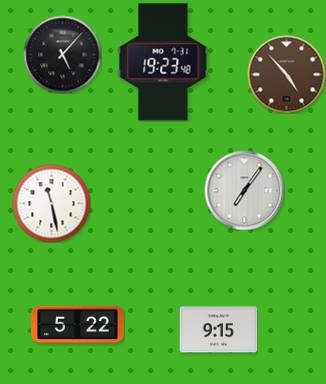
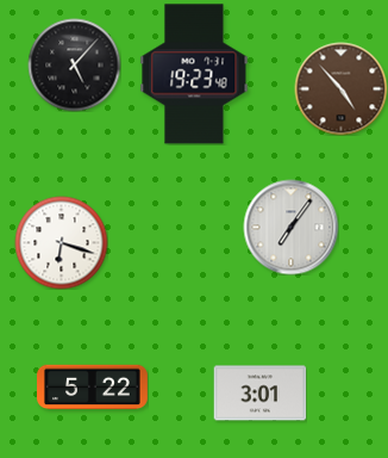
clock at (51, 203): 11:28 -> 6:18
clock at (218, 330): 9:15 -> 3:01
